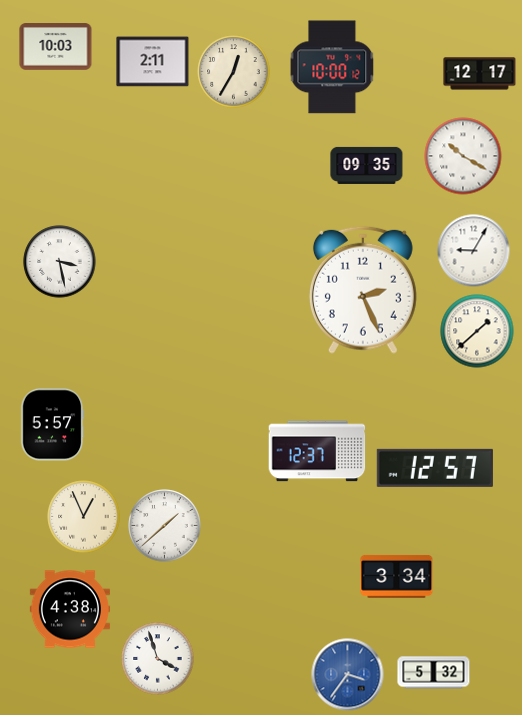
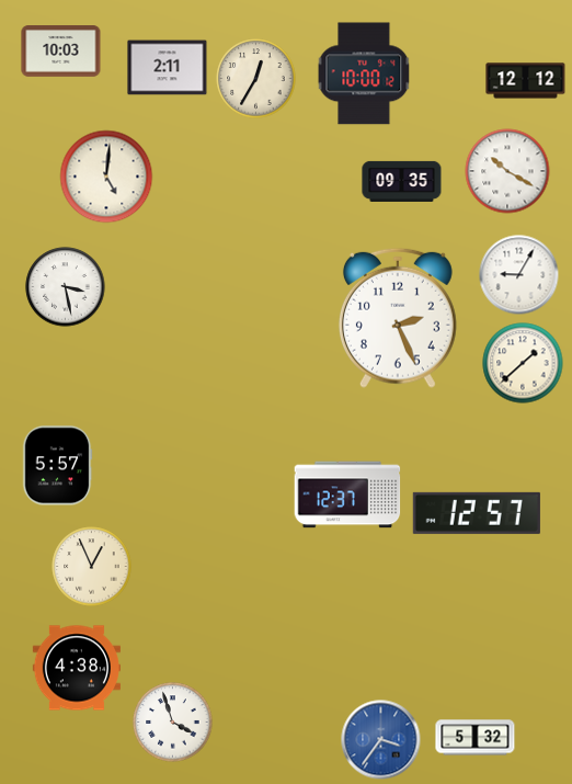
clock at (480, 74): 12:17 -> 12:12
clock at (106, 177): none -> 5:01
clock at (165, 526): 1:38 -> none
clock at (397, 576): 3:34 -> none
